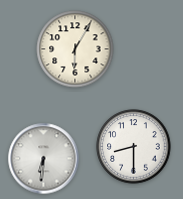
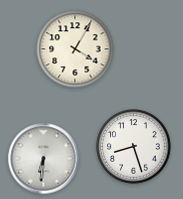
clock at (75, 49): 6:05 -> 4:05
clock at (134, 147): 8:30 -> 8:27
